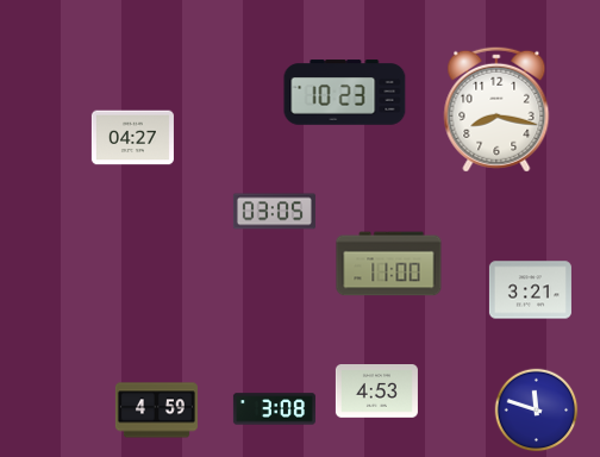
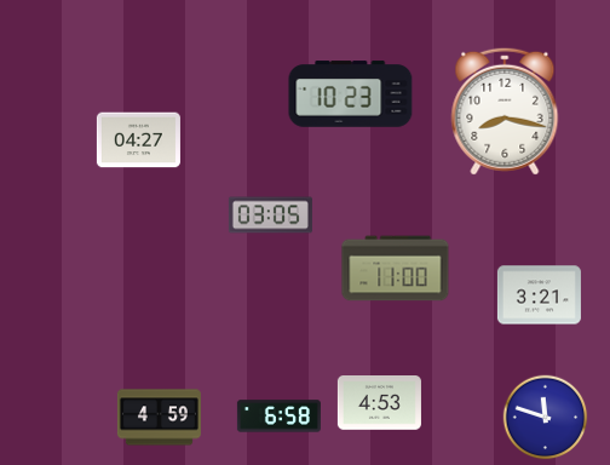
clock at (132, 138) position: (132, 138) -> (138, 140)
clock at (274, 212) position: (274, 212) -> (270, 216)
clock at (376, 392) position: (376, 392) -> (379, 403)
clock at (274, 409): 3:08 -> 6:58
